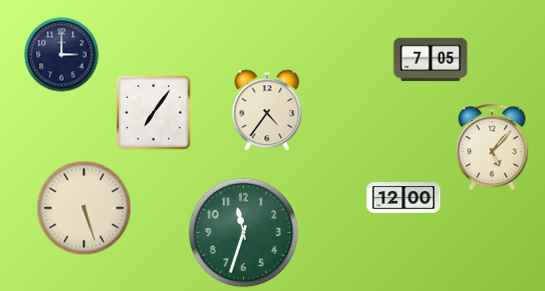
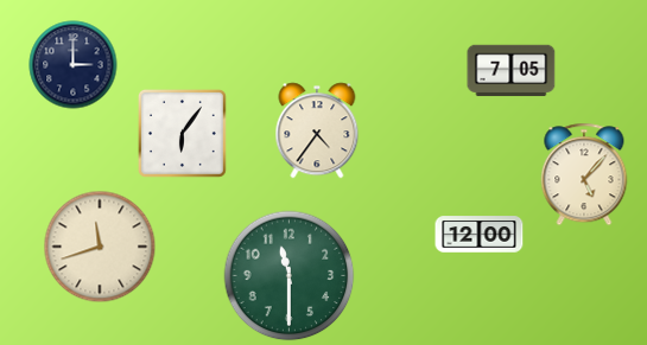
clock at (153, 112): 7:06 -> 6:06
clock at (84, 208): 5:27 -> 11:42
clock at (244, 233): 11:33 -> 11:30
